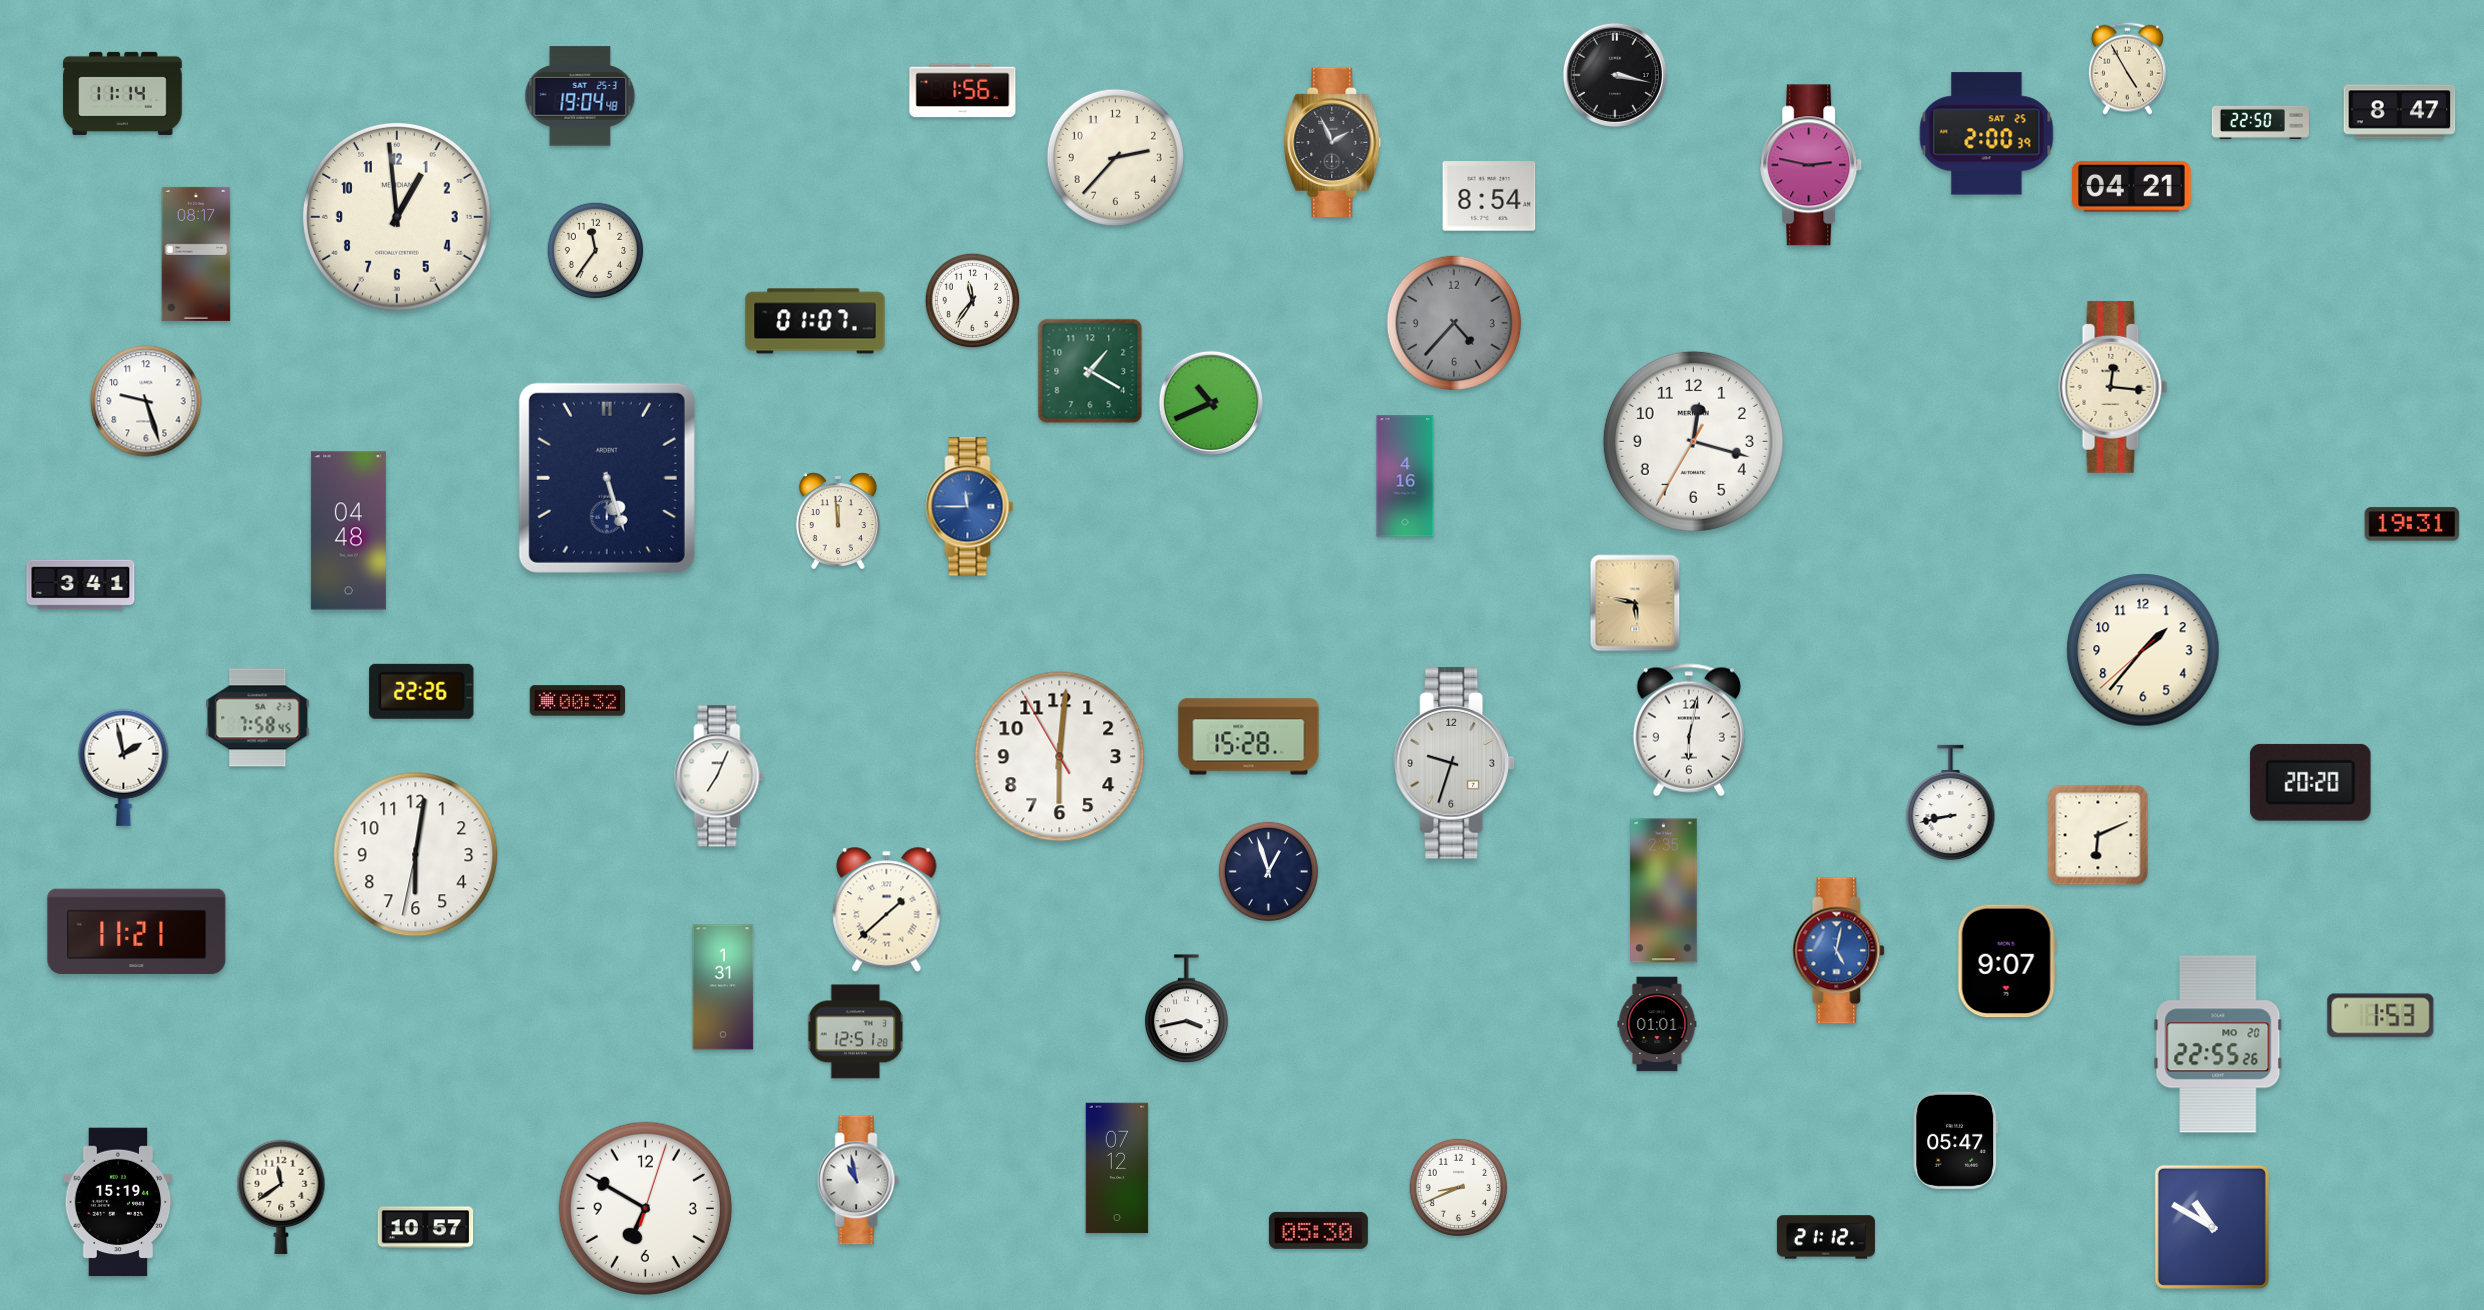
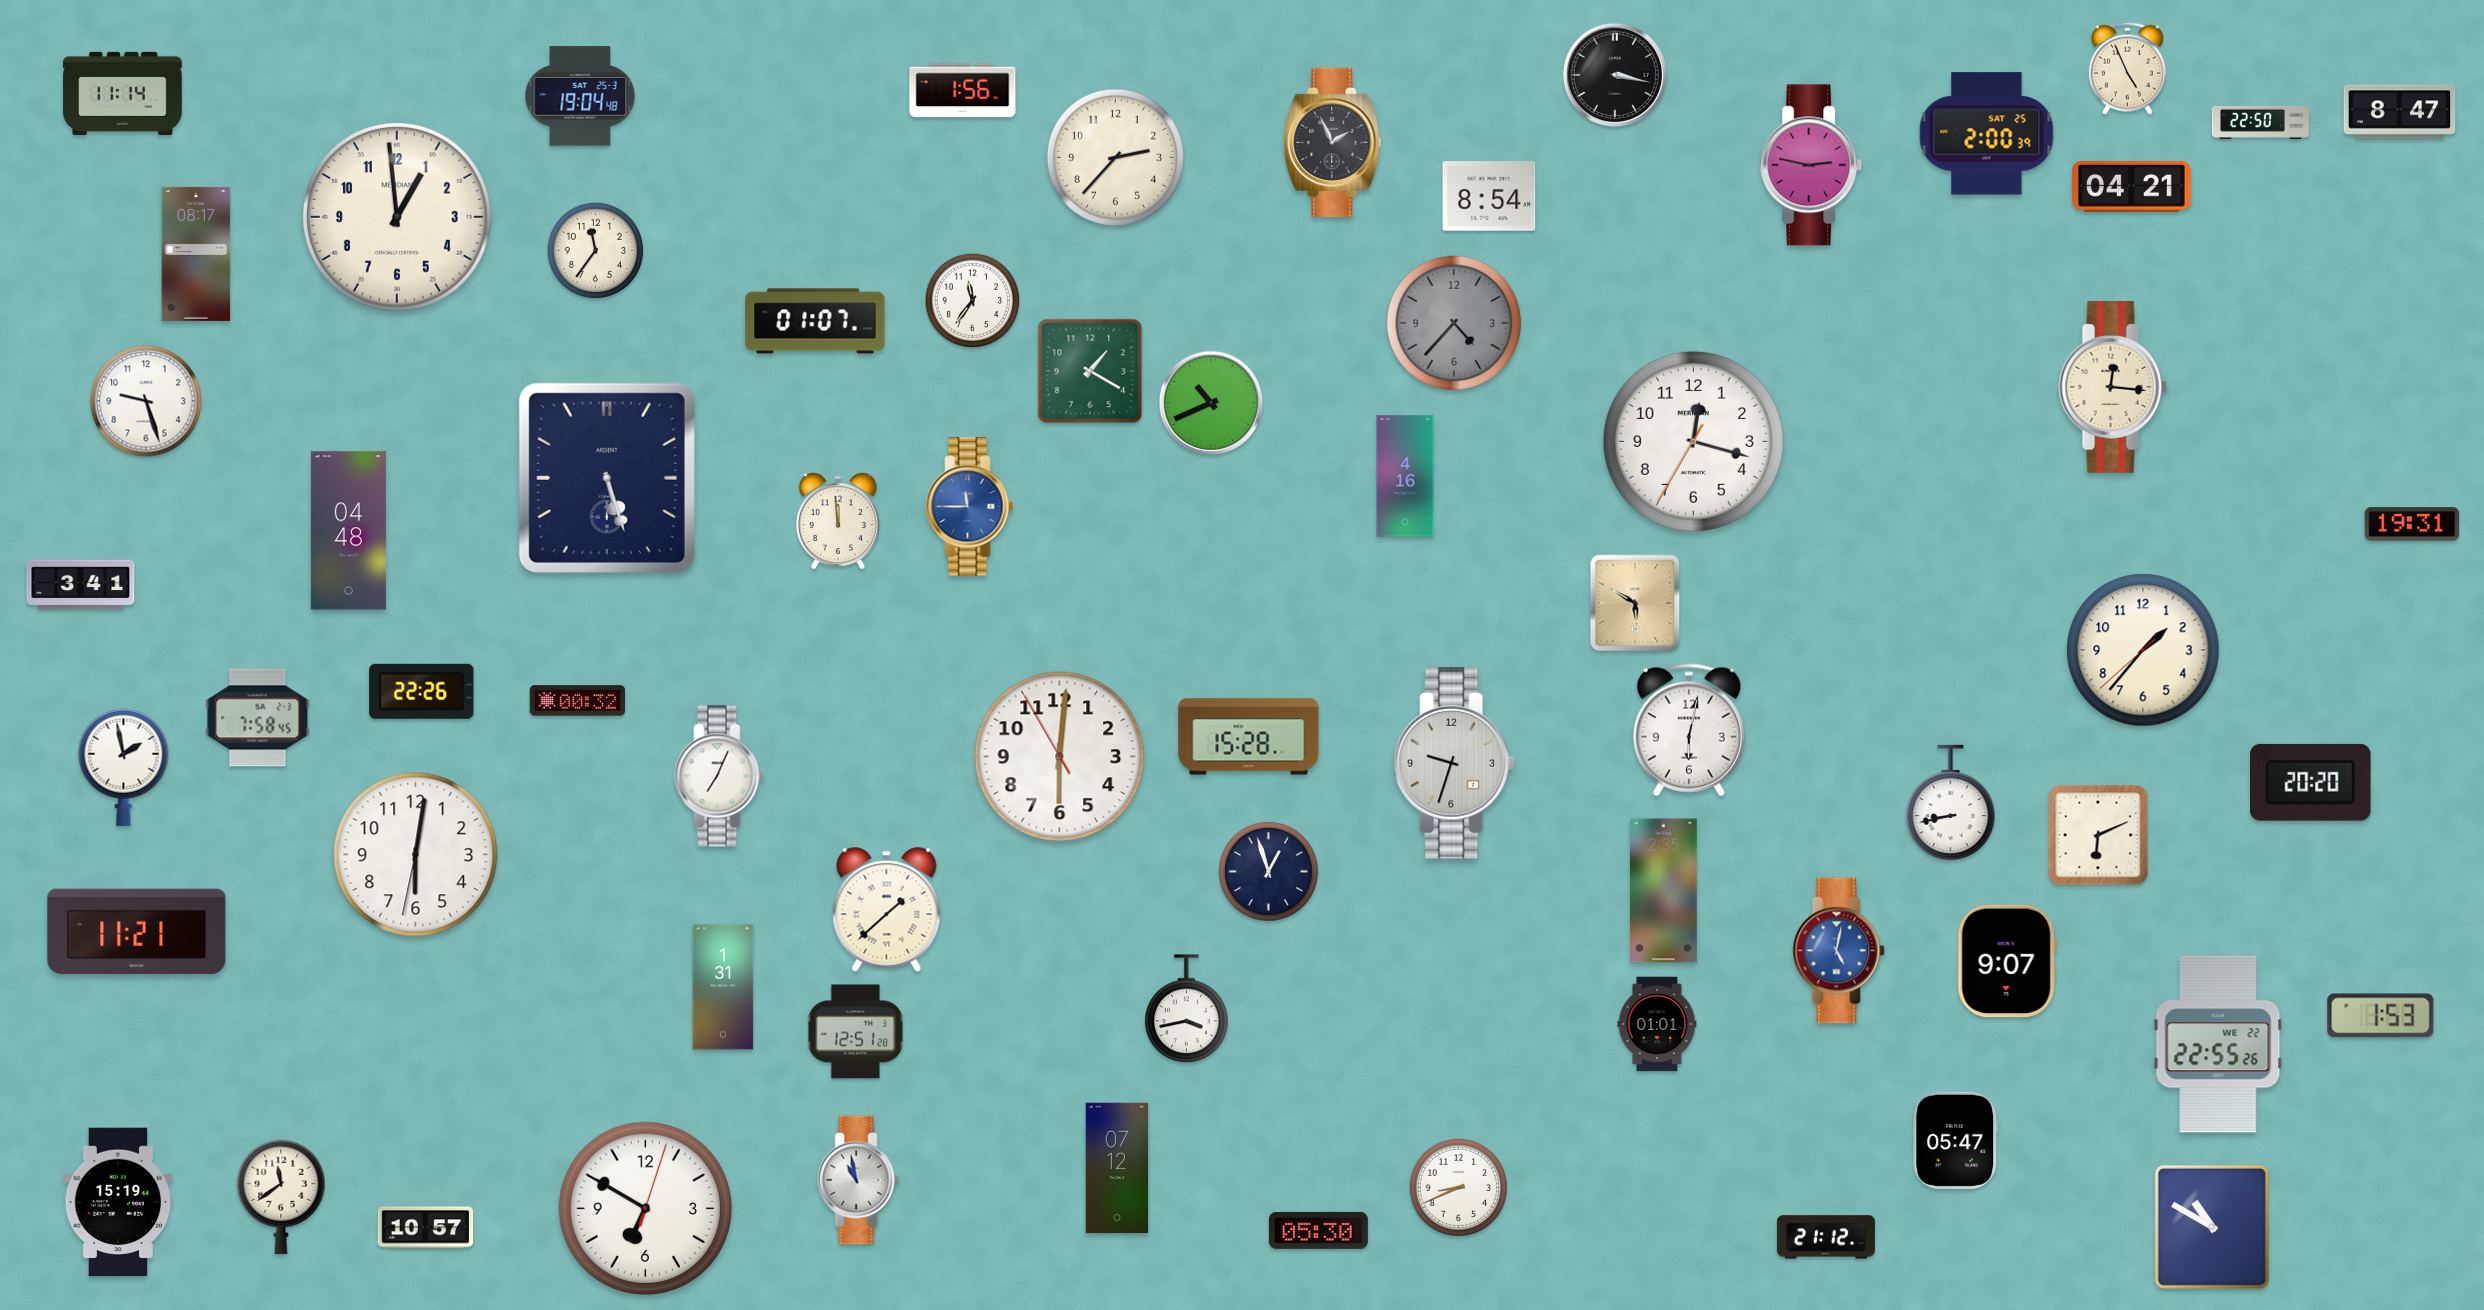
clock at (2127, 68): 4:55 -> 4:56
clock at (1635, 603): 5:47 -> 5:50
clock at (2218, 1044) date: MO 20 -> WE 22
